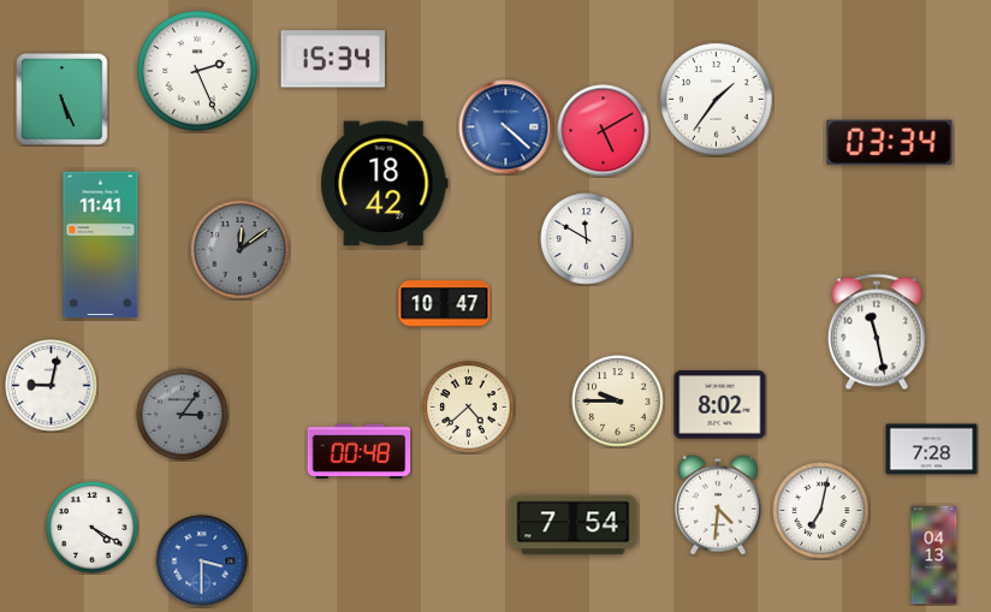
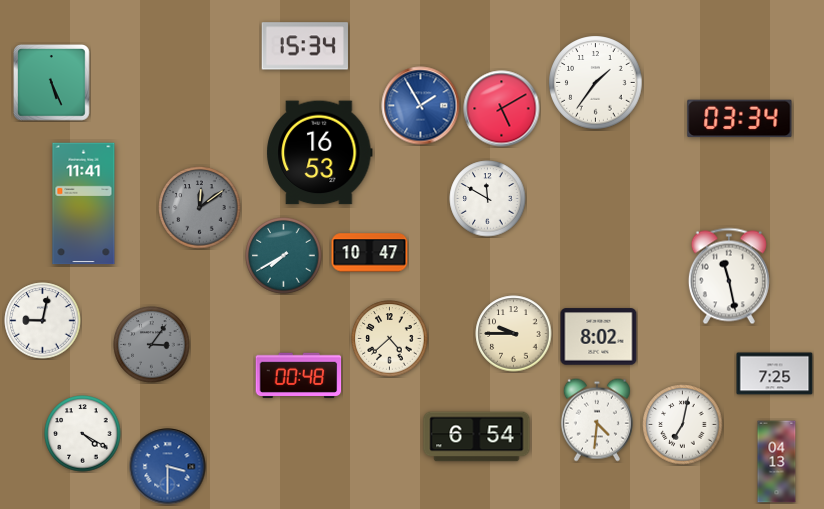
clock at (332, 59) position: (332, 59) -> (304, 46)
clock at (198, 72): 2:26 -> none
clock at (506, 127): 4:22 -> 1:55
clock at (385, 184): 18:42 -> 16:53
clock at (284, 256): none -> 7:40
clock at (932, 450): 7:28 -> 7:25
clock at (574, 525): 7:54 -> 6:54
clock at (93, 528) position: (93, 528) -> (83, 434)
